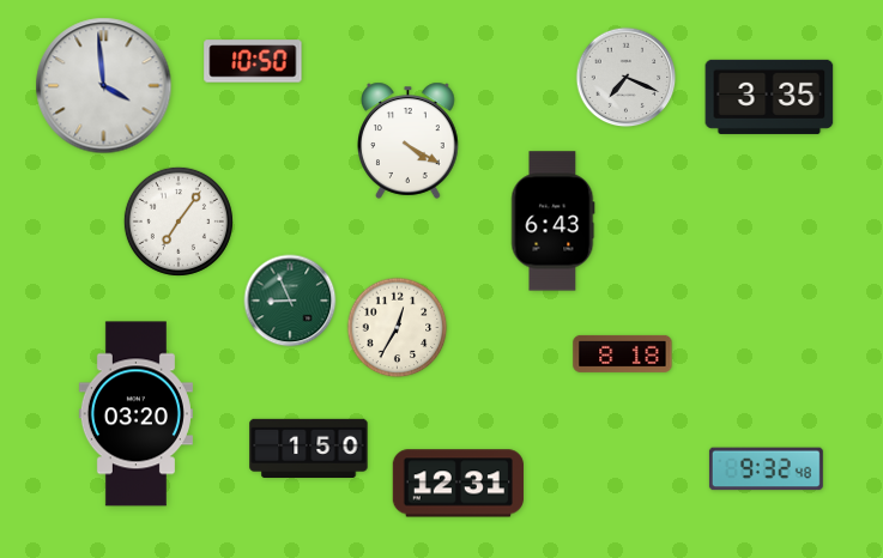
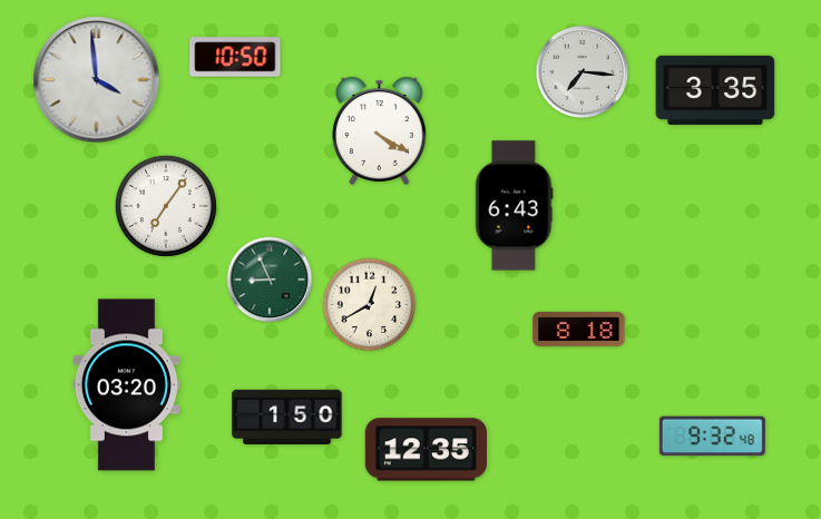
clock at (627, 78): 7:19 -> 7:16
clock at (398, 328): 12:35 -> 12:40
clock at (458, 484): 12:31 -> 12:35
